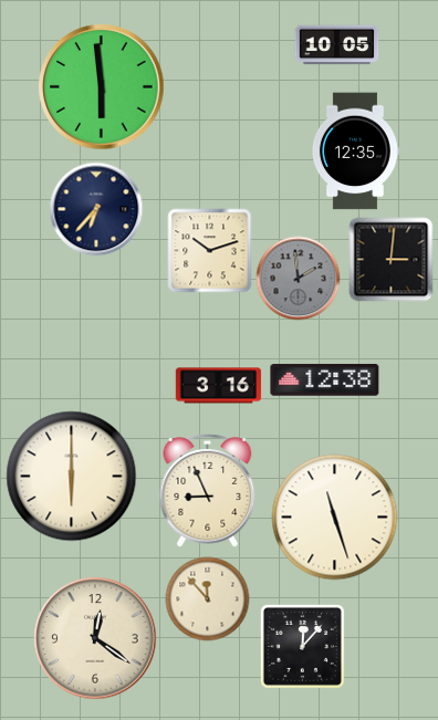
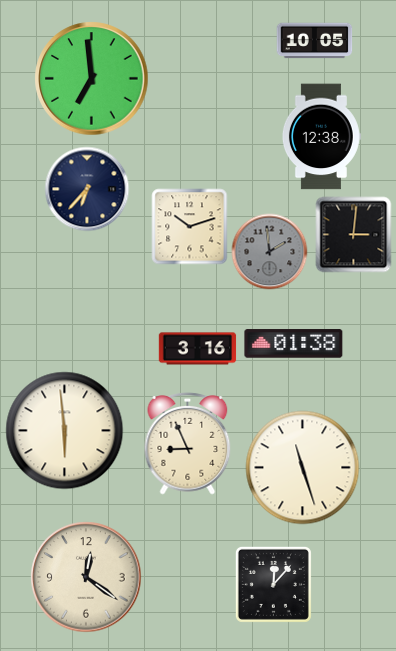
clock at (337, 45) position: (337, 45) -> (315, 41)
clock at (102, 87): 5:59 -> 6:59
clock at (355, 152): 12:35 -> 12:38
clock at (325, 380): 12:38 -> 01:38
clock at (72, 477): 6:00 -> 5:59
clock at (208, 599): 11:53 -> none
